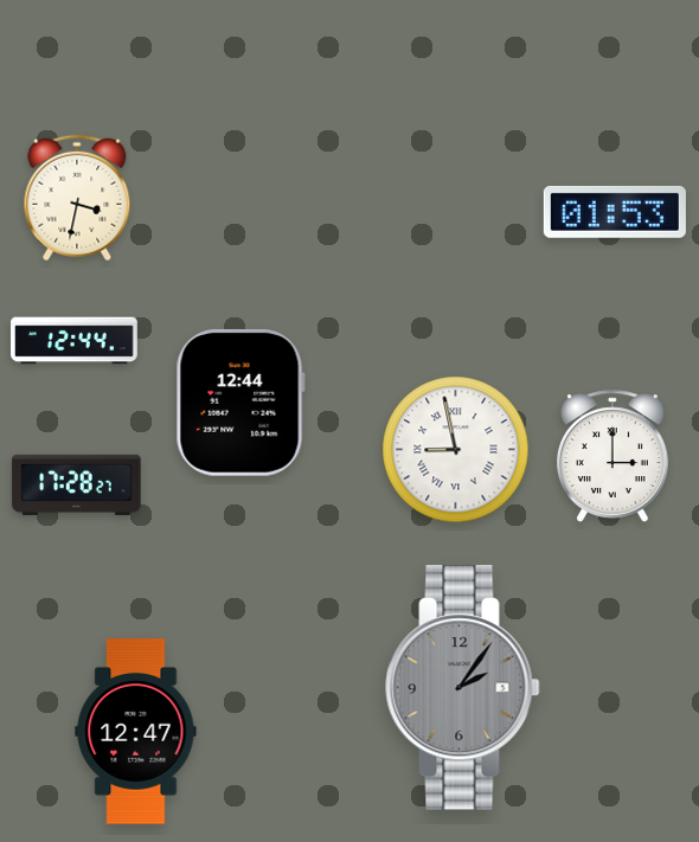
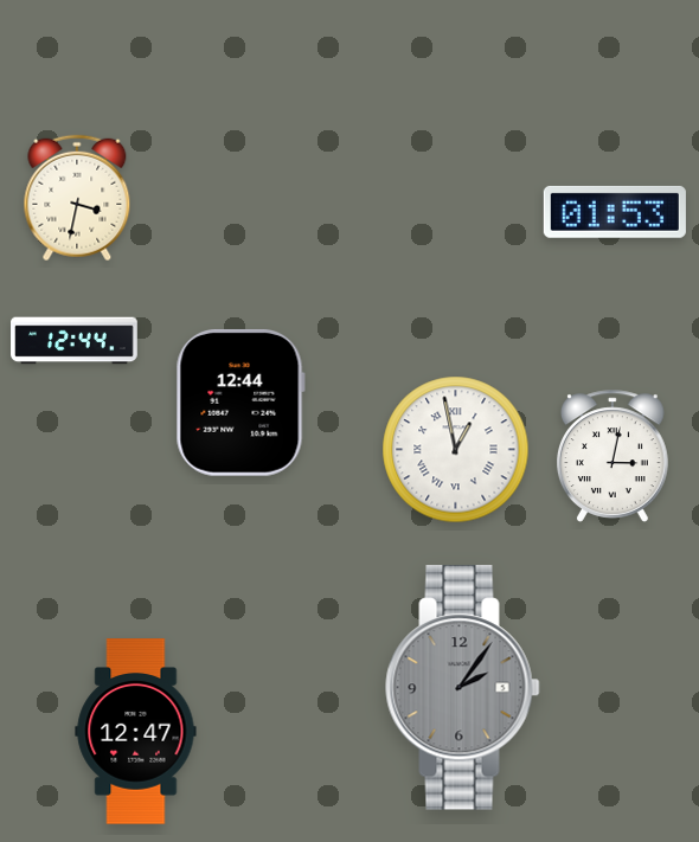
clock at (456, 450): 8:58 -> 12:58
clock at (613, 456): 3:00 -> 3:02
clock at (77, 484): 17:28 -> none
